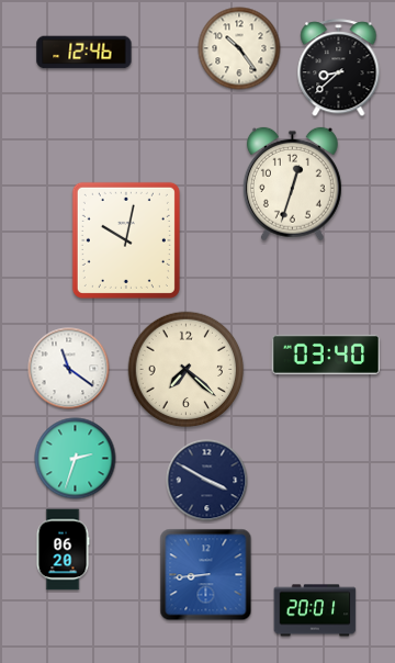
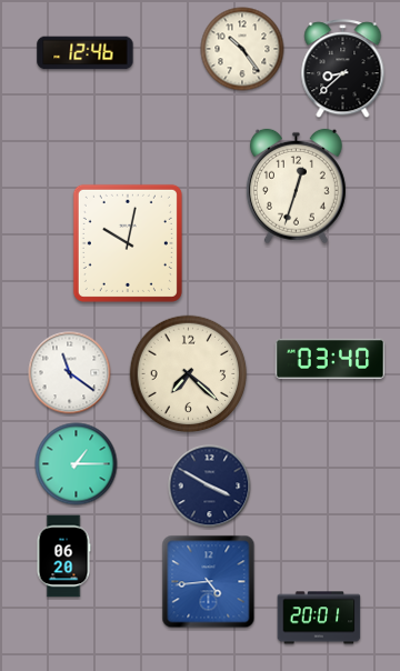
clock at (76, 459): 2:33 -> 1:15
clock at (206, 575): 8:44 -> 4:44
